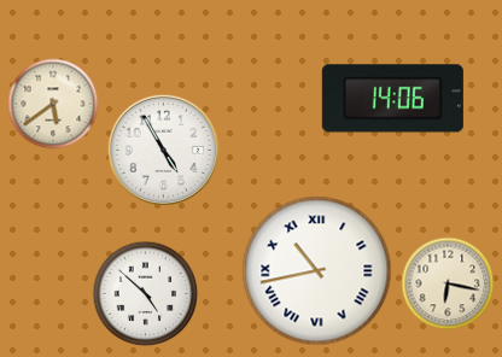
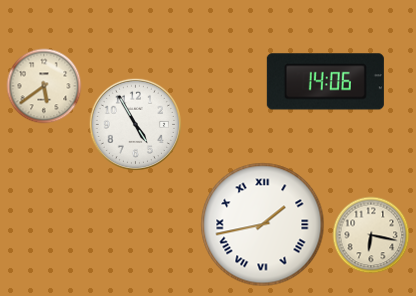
clock at (317, 271): 10:43 -> 1:43
clock at (146, 294): 4:52 -> none
